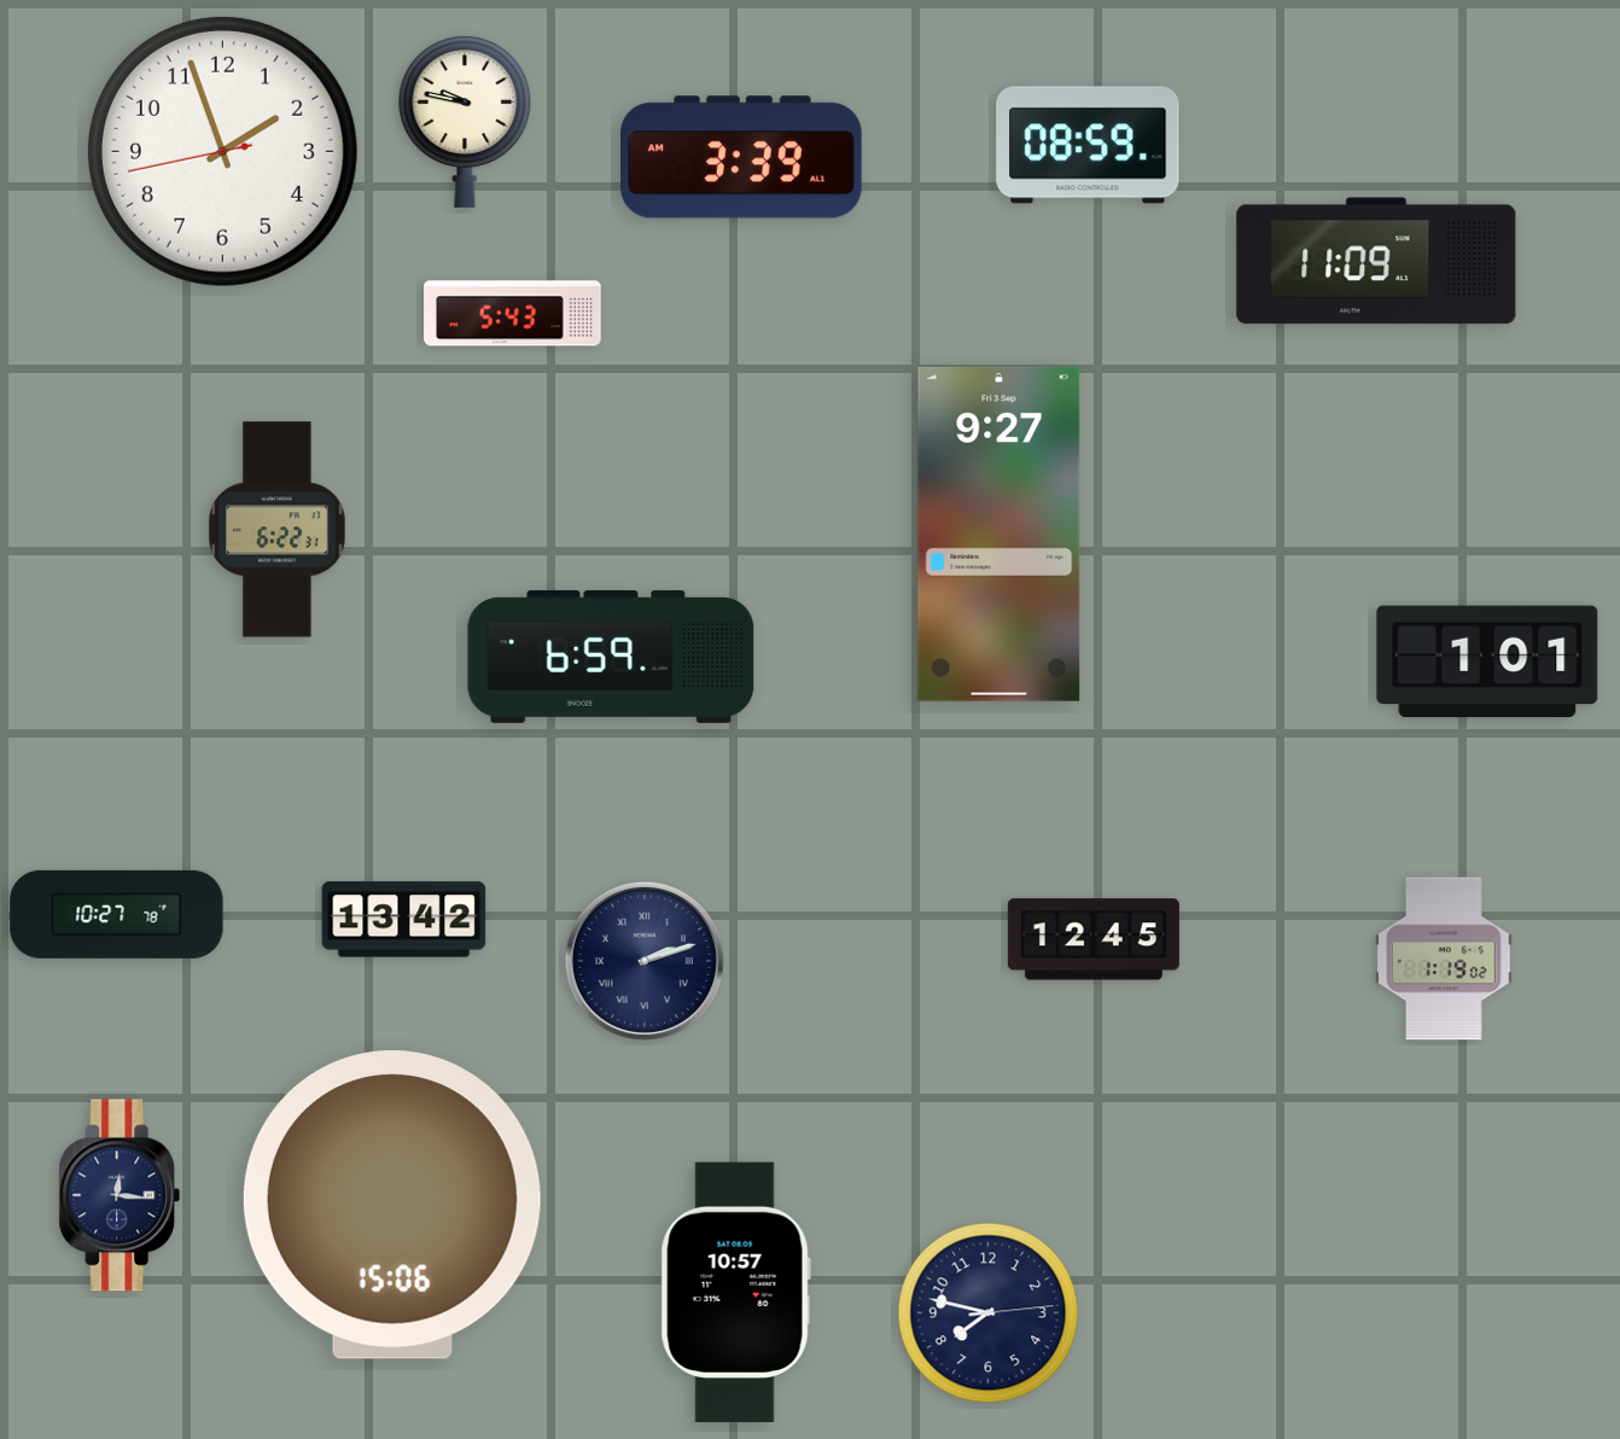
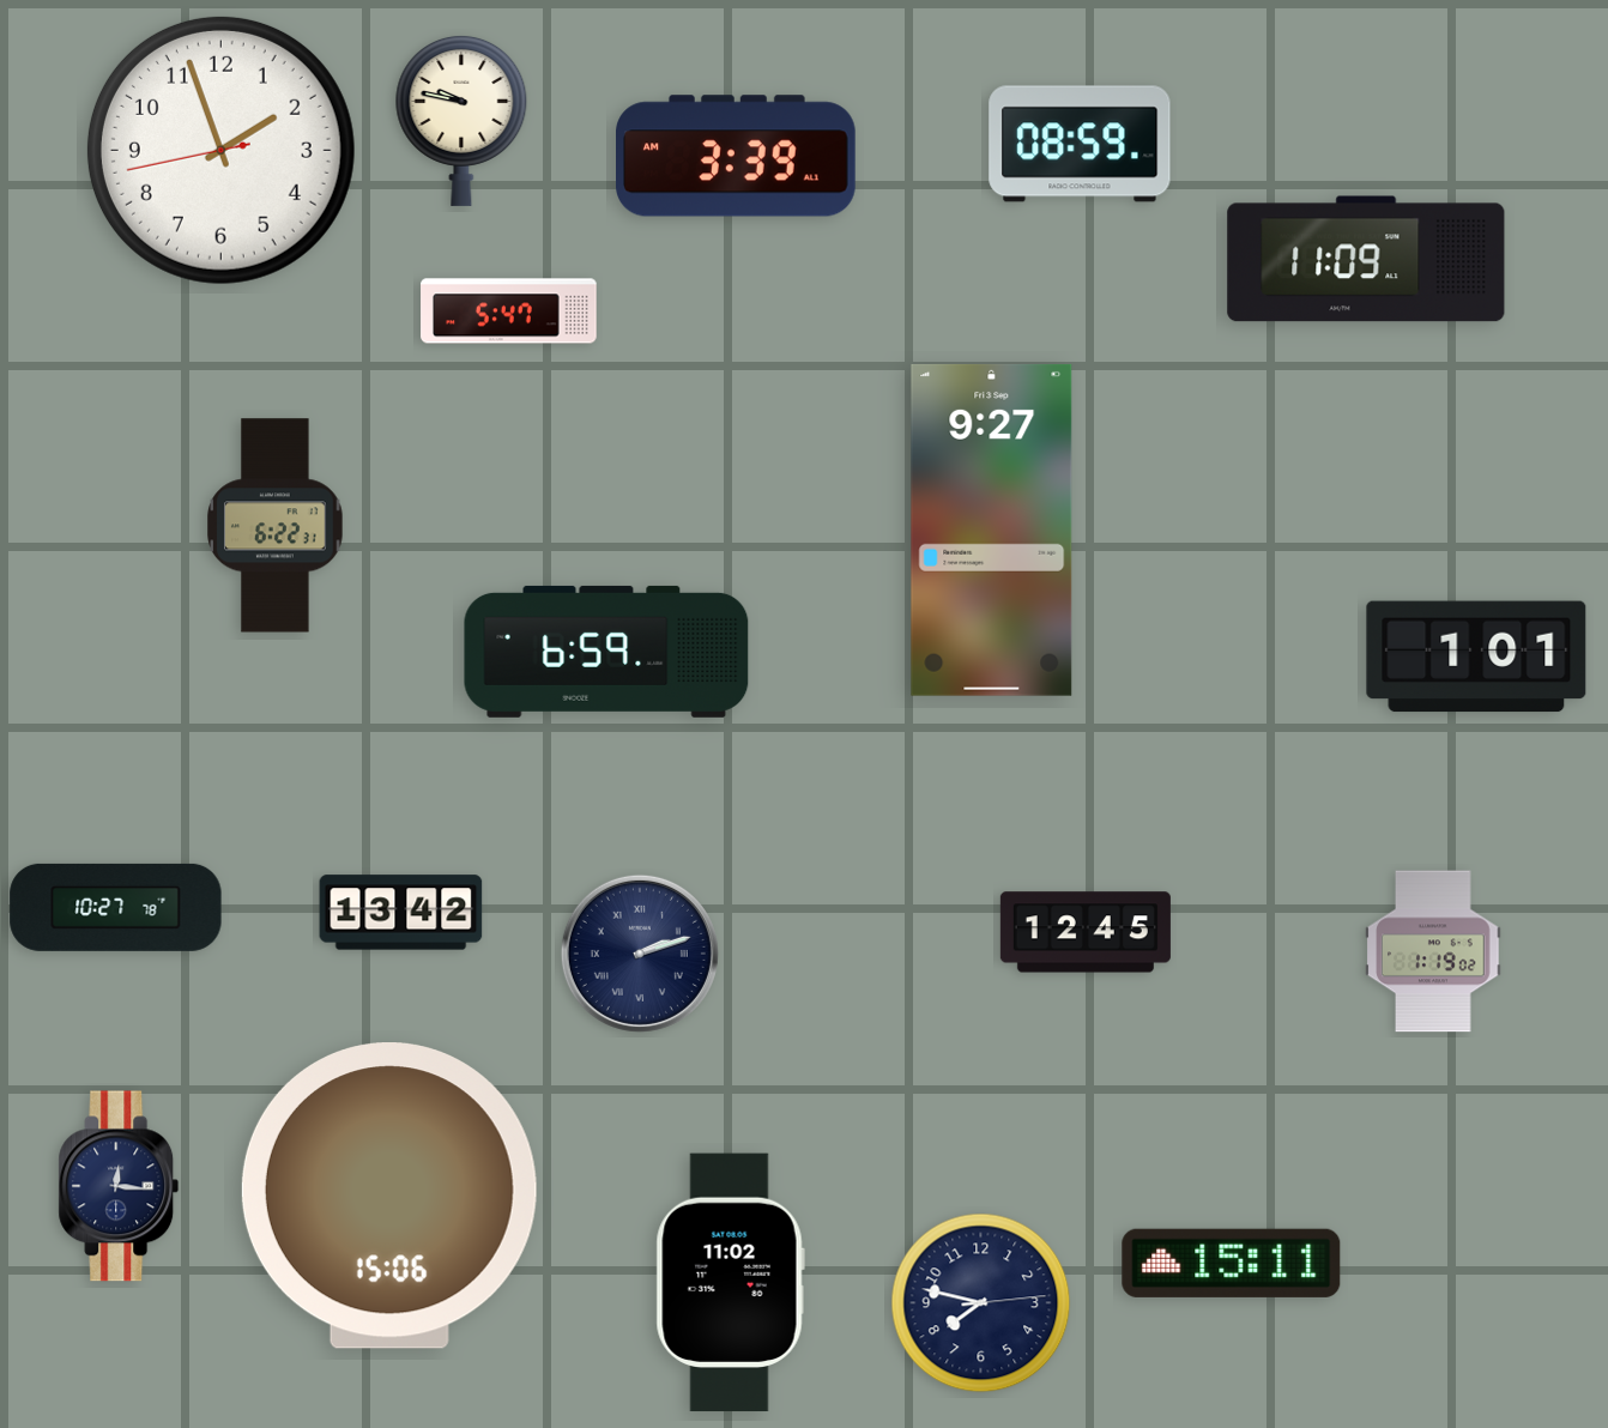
clock at (513, 314): 5:43 -> 5:47
clock at (1232, 1263): none -> 15:11
clock at (735, 1293): 10:57 -> 11:02
